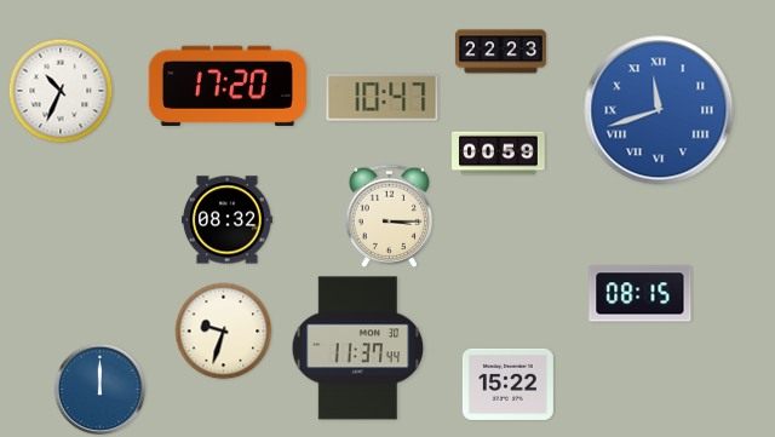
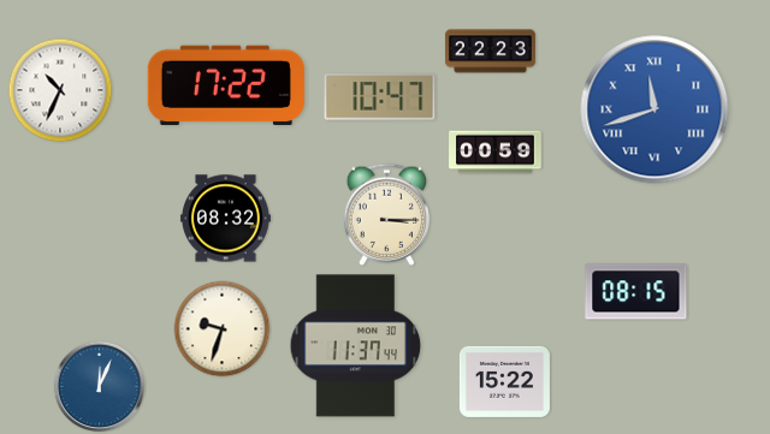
clock at (500, 52) position: (500, 52) -> (490, 52)
clock at (228, 86): 17:20 -> 17:22
clock at (101, 390): 12:00 -> 12:04
